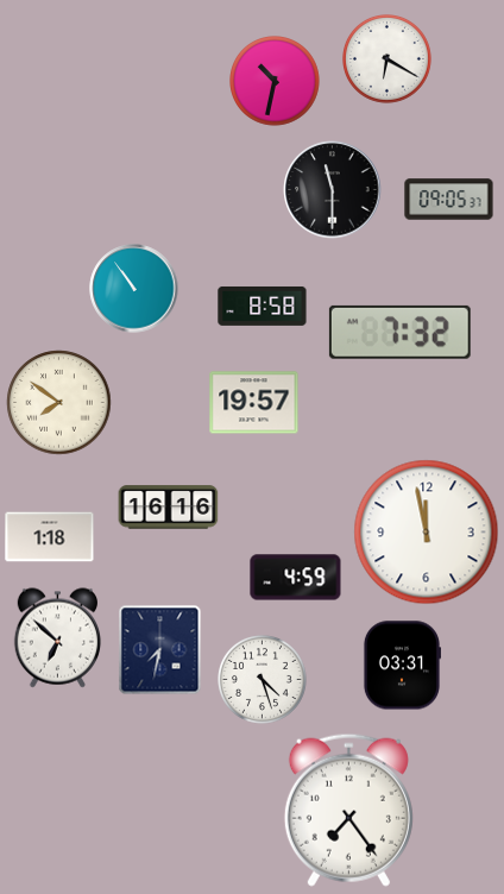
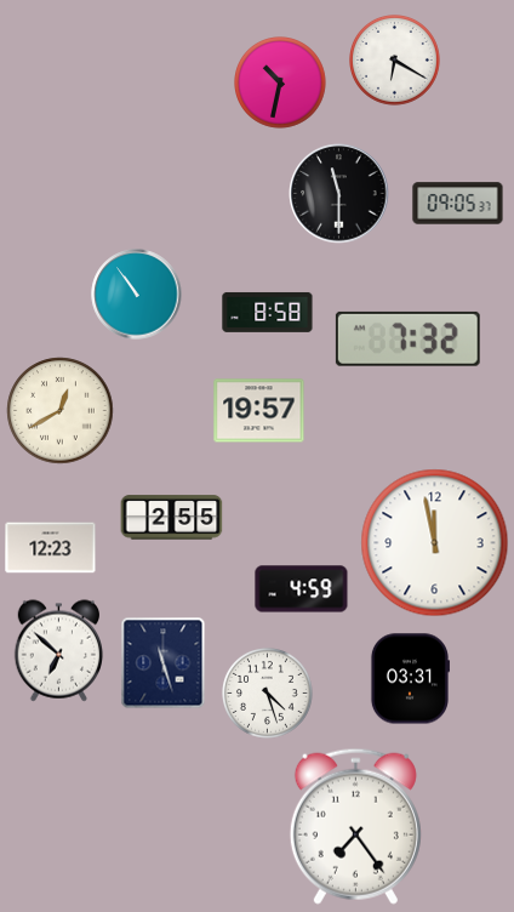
clock at (59, 403): 7:51 -> 12:40
clock at (169, 508): 16:16 -> 2:55
clock at (50, 537): 1:18 -> 12:23
clock at (160, 650): 7:32 -> 11:27
